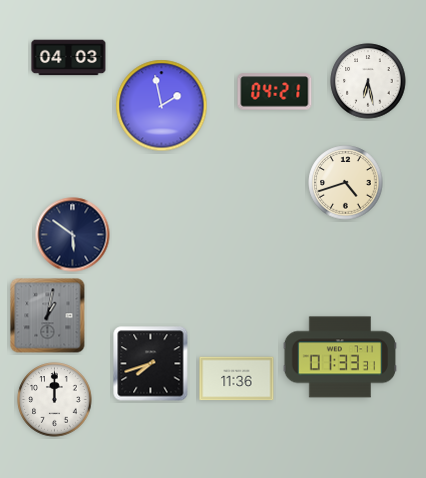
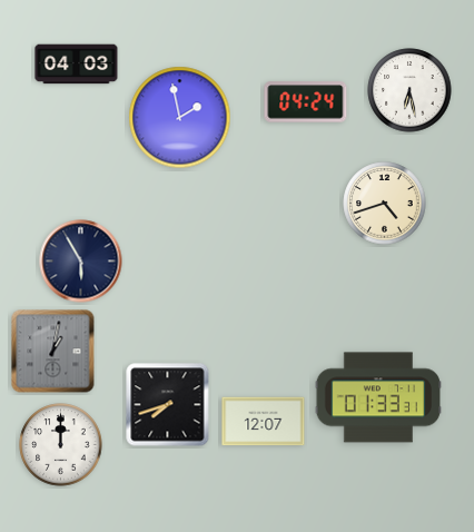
clock at (275, 92): 04:21 -> 04:24
clock at (73, 235): 5:51 -> 5:55
clock at (237, 379): 11:36 -> 12:07
